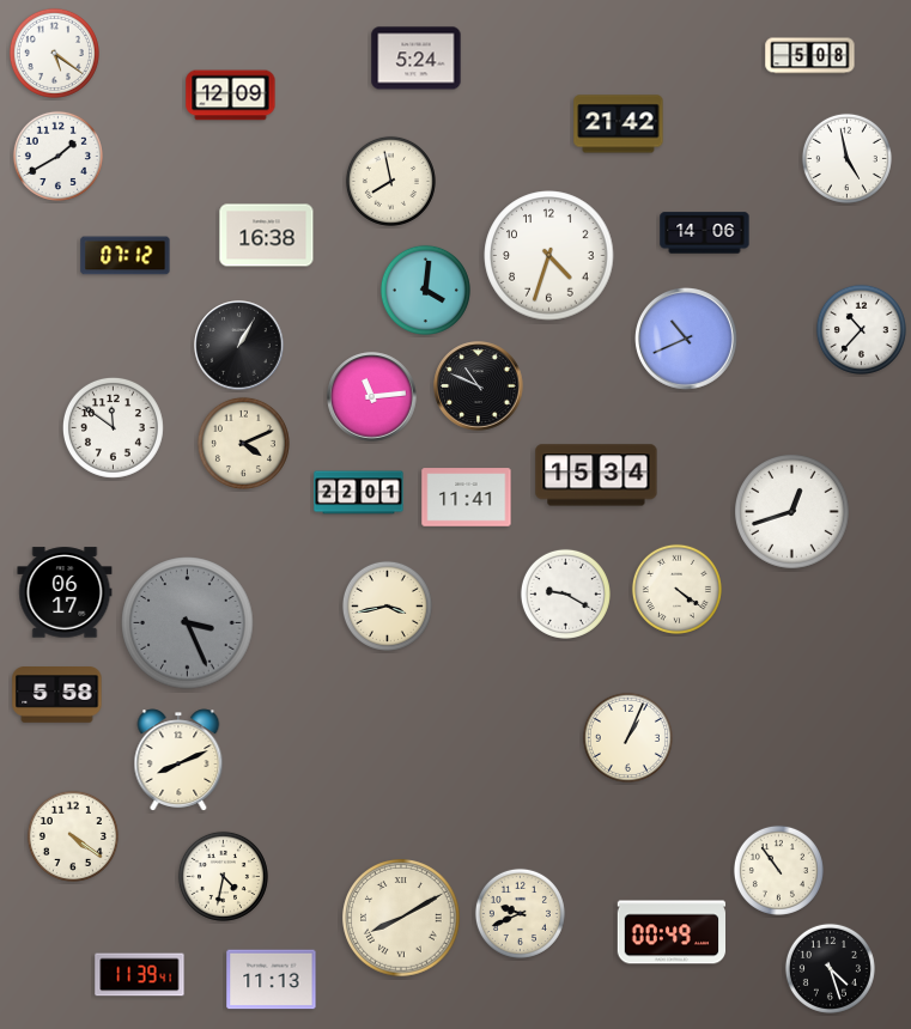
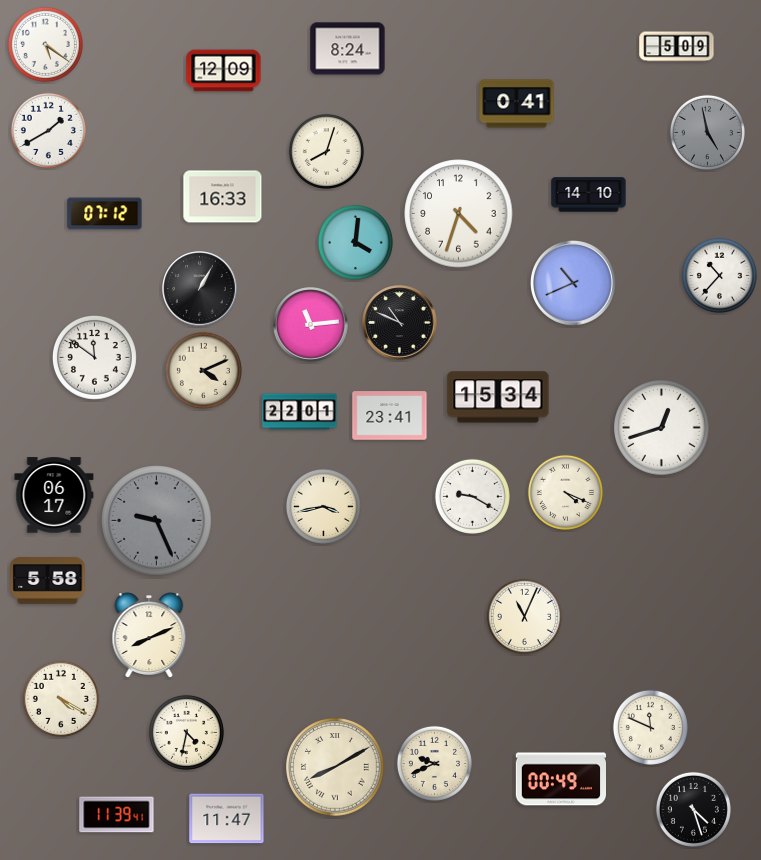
clock at (810, 56): 5:08 -> 5:09
clock at (417, 59): 5:24 -> 8:24
clock at (231, 96) position: (231, 96) -> (224, 71)
clock at (619, 124): 21:42 -> 0:41
clock at (846, 158) dial: white -> grey
clock at (390, 181): 7:58 -> 8:03
clock at (705, 233): 14:06 -> 14:10
clock at (267, 236): 16:38 -> 16:33
clock at (372, 397) position: (372, 397) -> (311, 325)
clock at (467, 498): 11:41 -> 23:41
clock at (676, 589): 4:21 -> 4:19
clock at (188, 623): 3:26 -> 9:26
clock at (627, 737): 1:04 -> 11:04
clock at (73, 836): 4:21 -> 4:20
clock at (778, 870): 10:54 -> 11:49
clock at (272, 980): 11:13 -> 11:47
